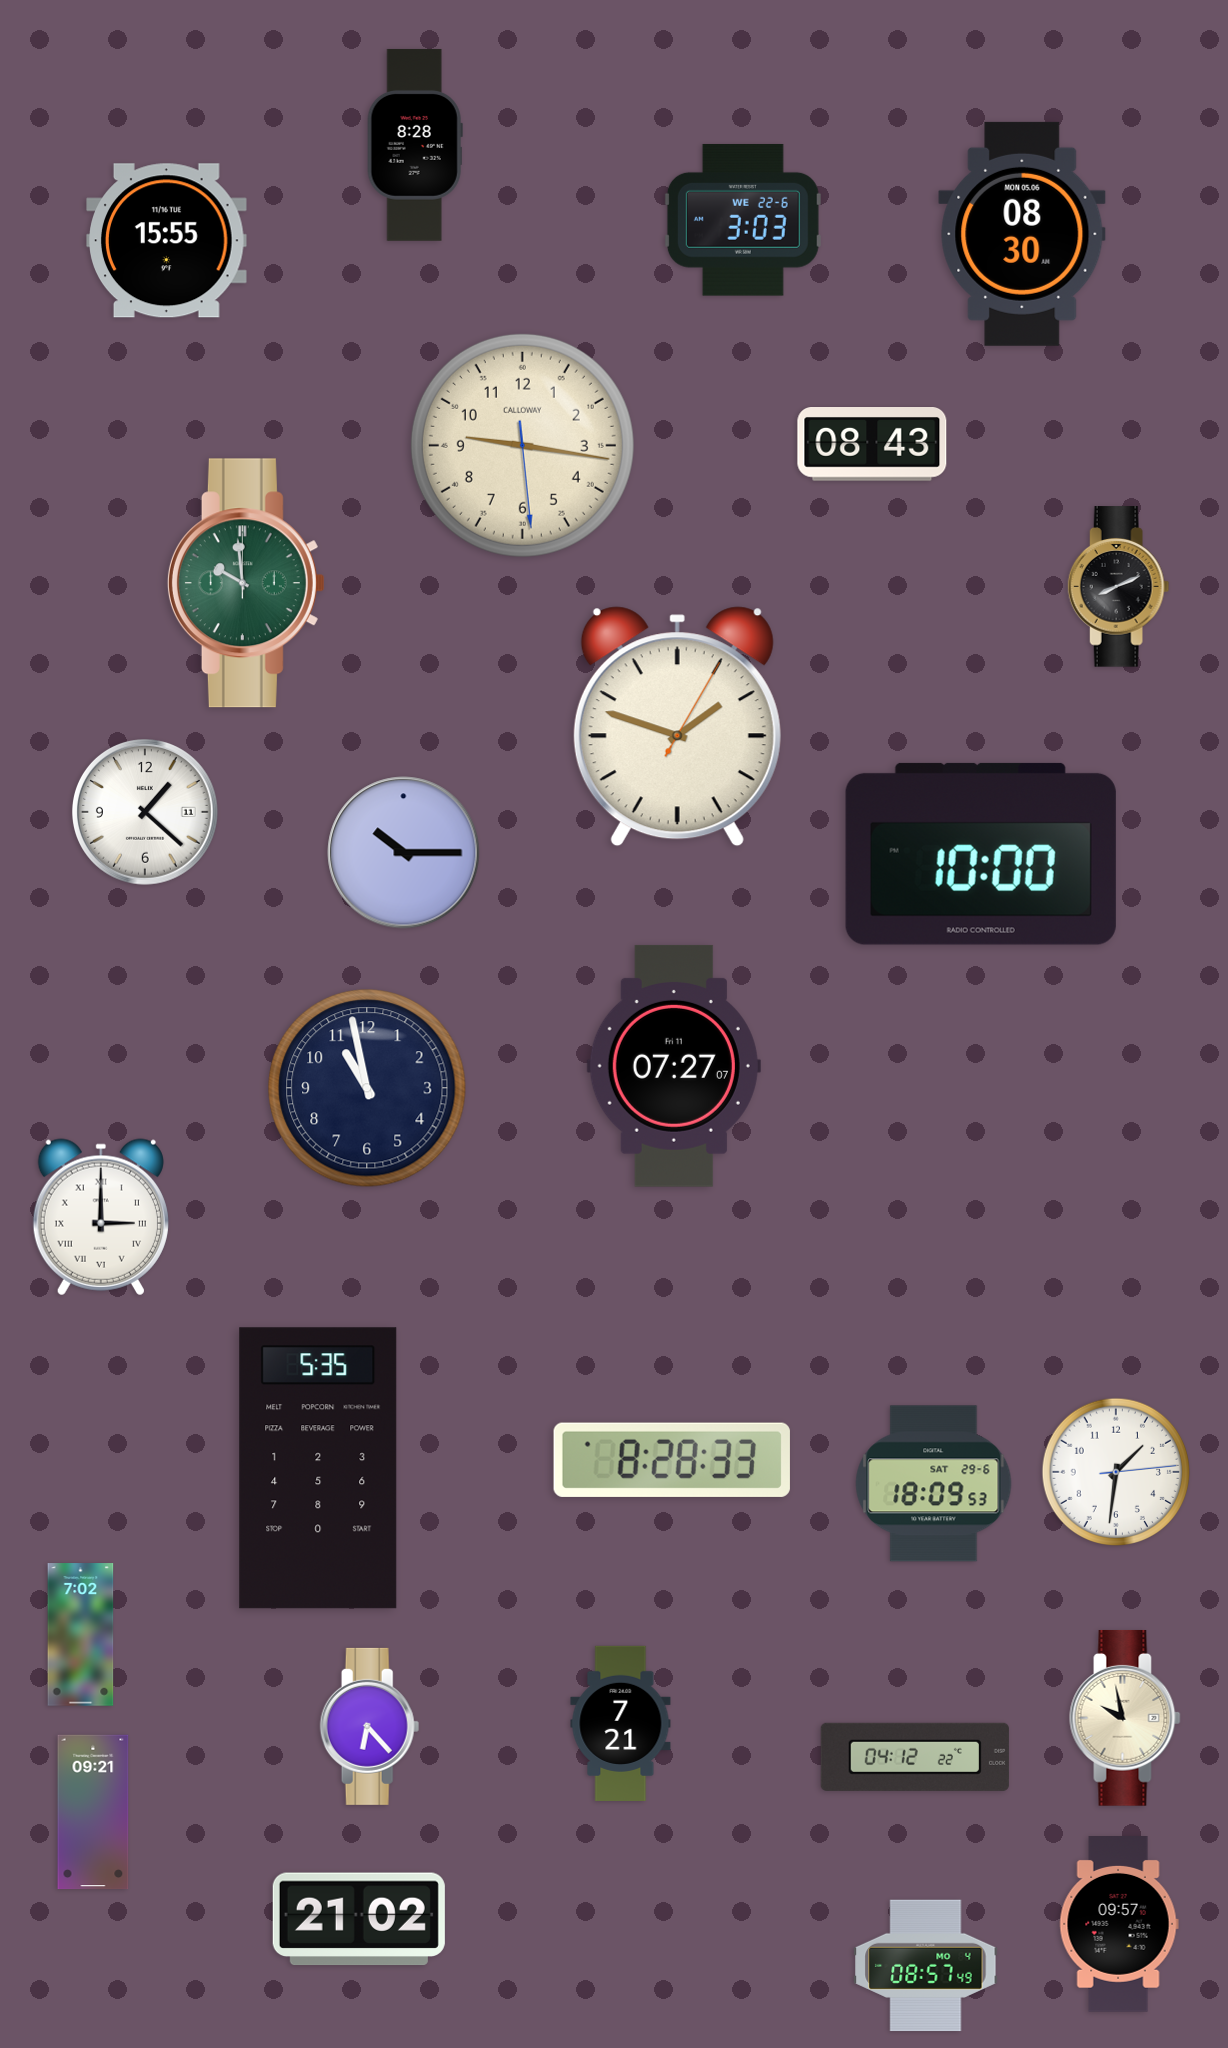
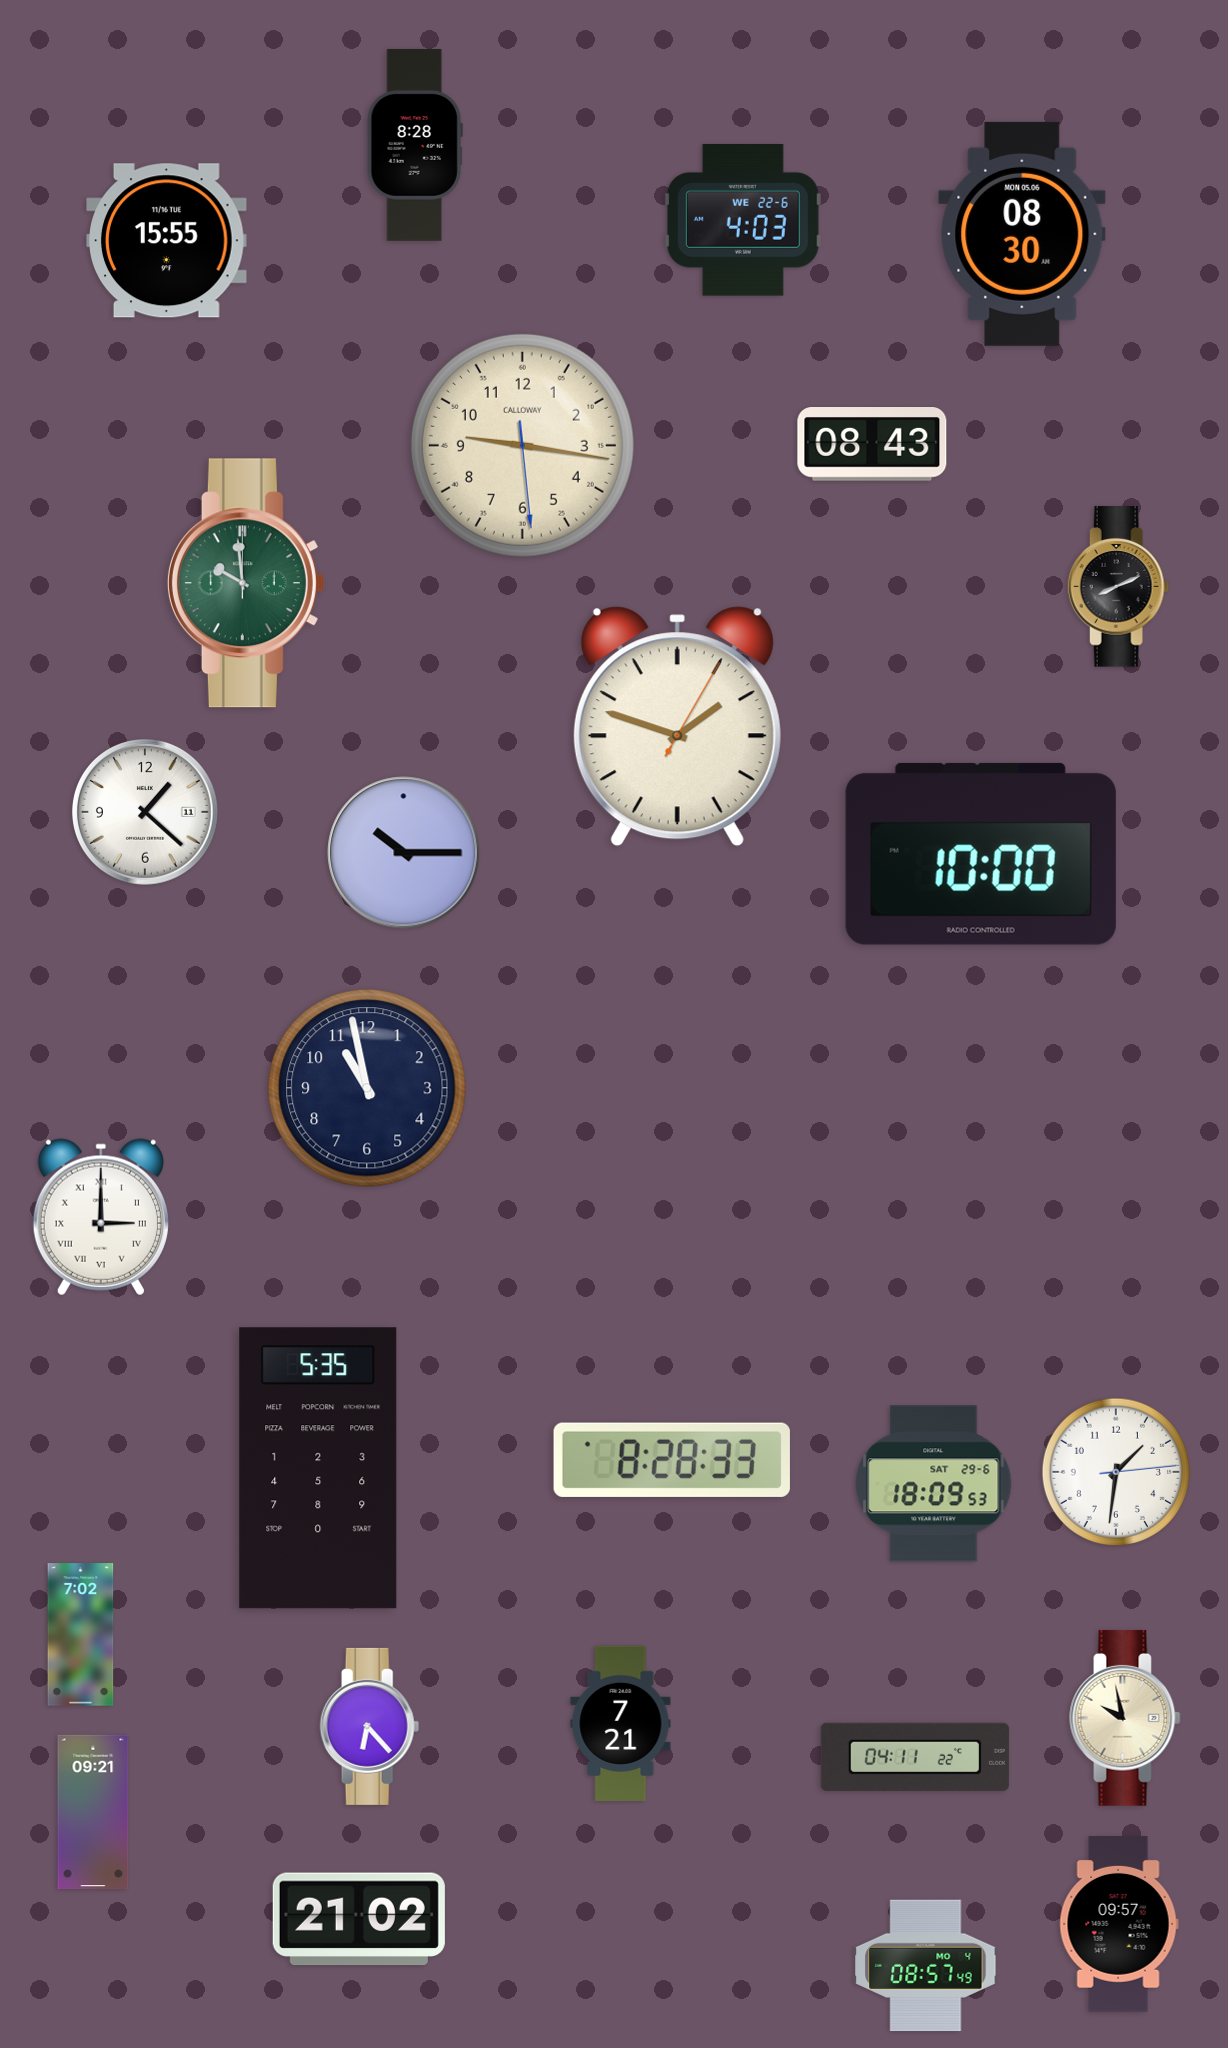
clock at (743, 220): 3:03 -> 4:03
clock at (674, 1066): 07:27 -> none
clock at (915, 1757): 04:12 -> 04:11
